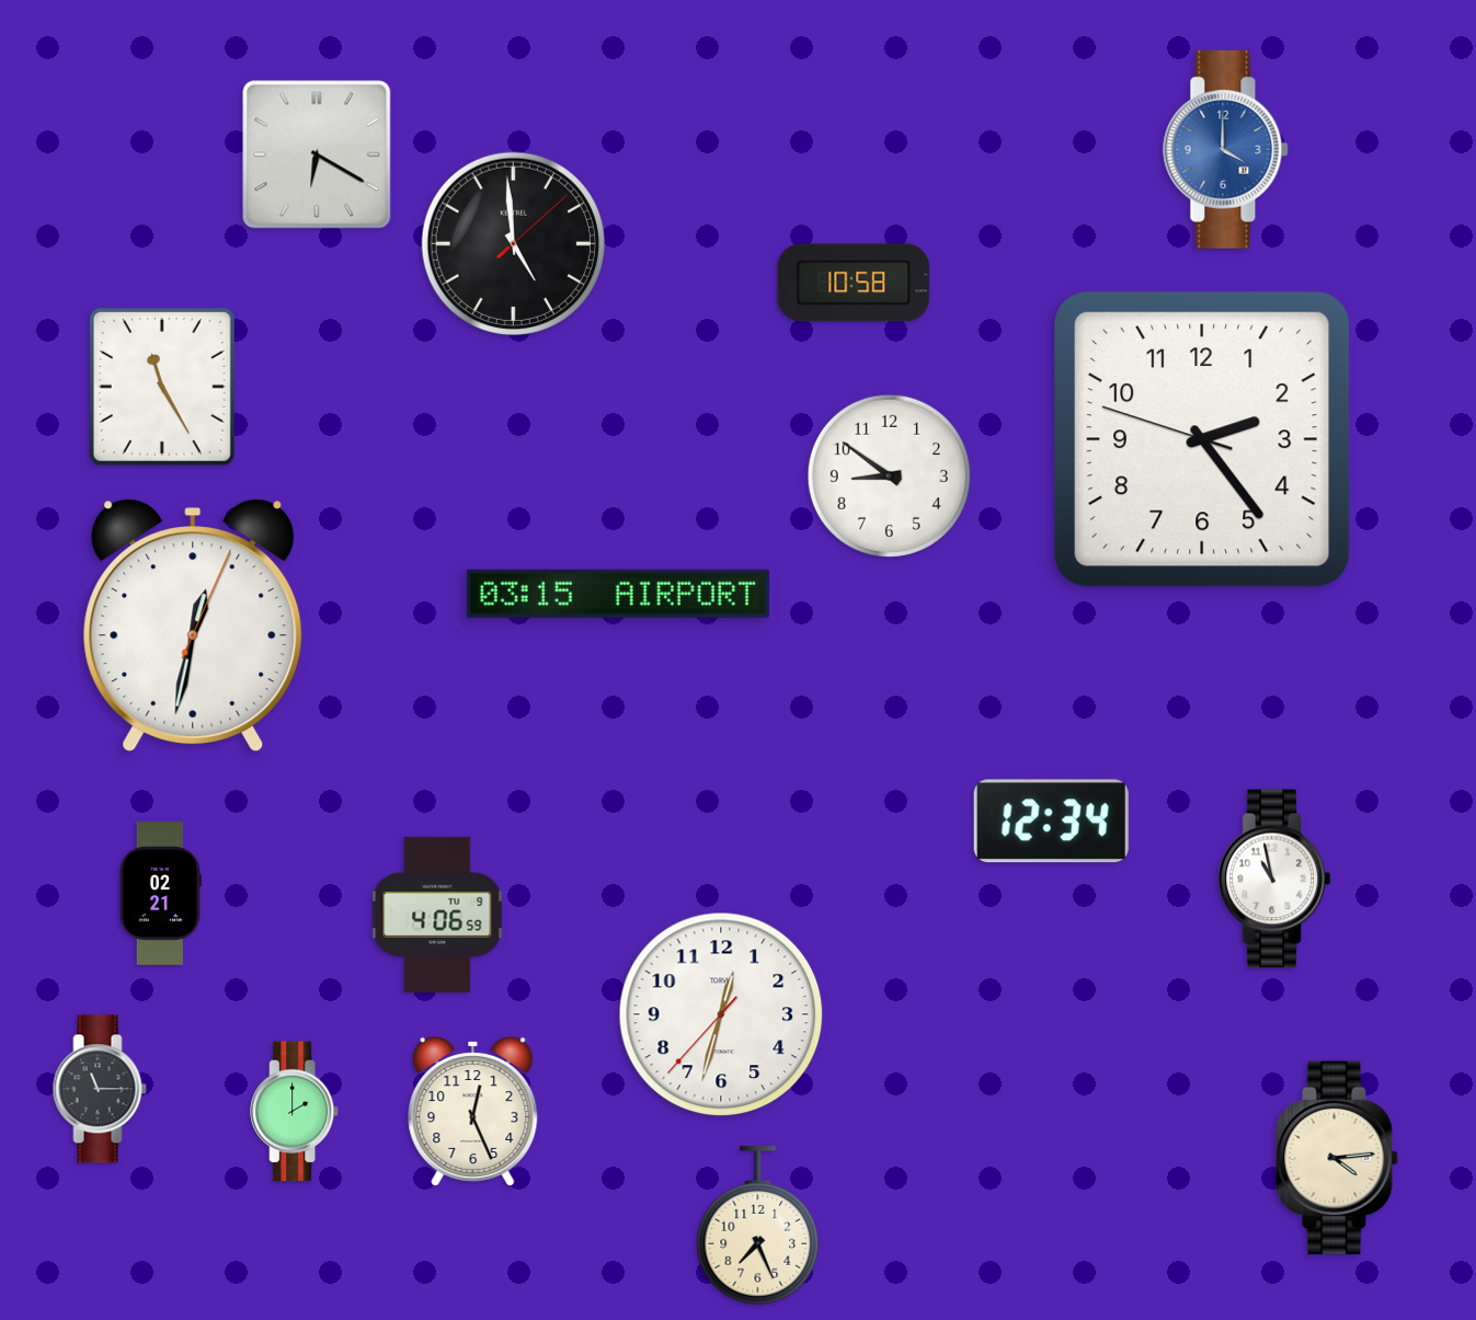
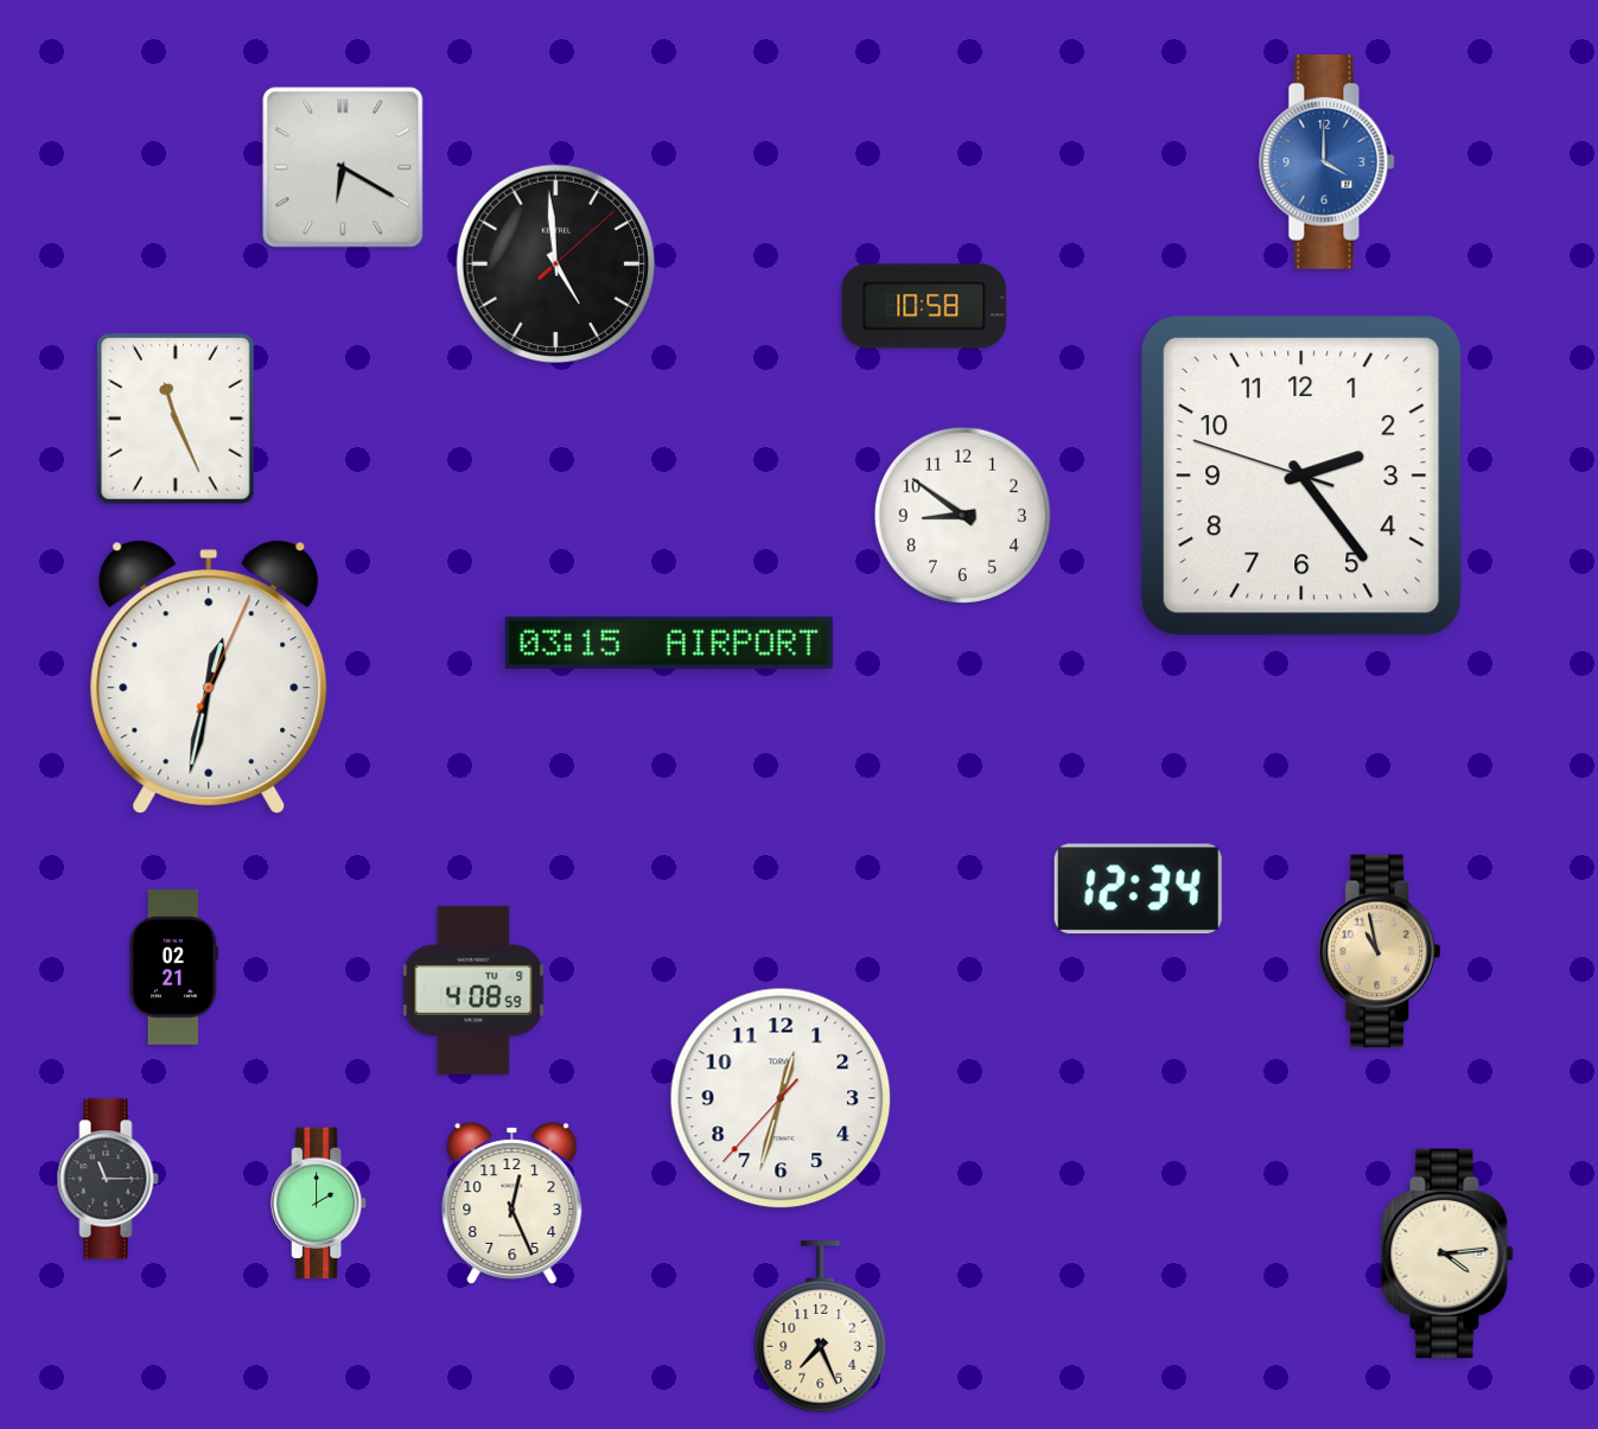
clock at (162, 387): 11:25 -> 11:26
clock at (1273, 879) dial: white -> champagne
clock at (437, 915): 4:06 -> 4:08
